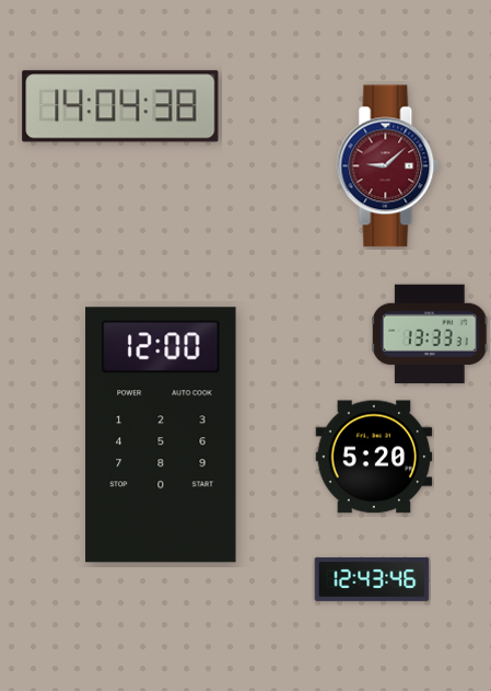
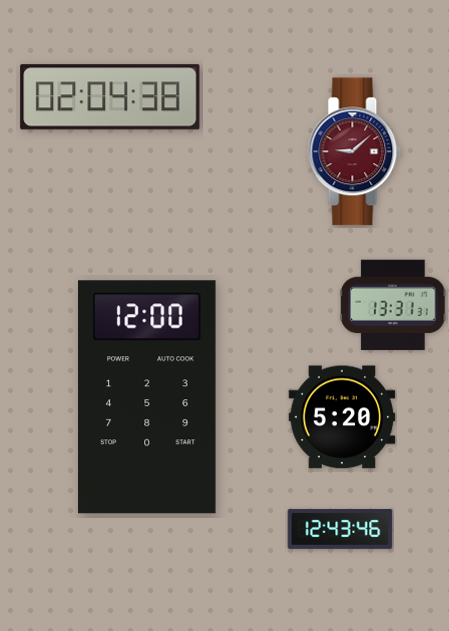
clock at (120, 106): 14:04 -> 02:04
clock at (431, 334): 13:33 -> 13:31
